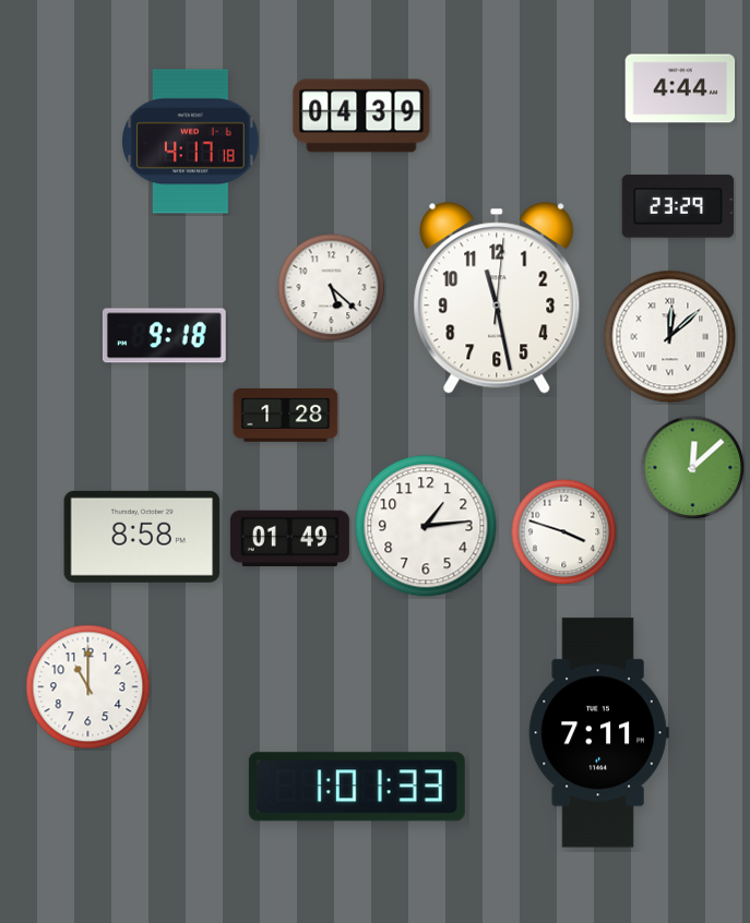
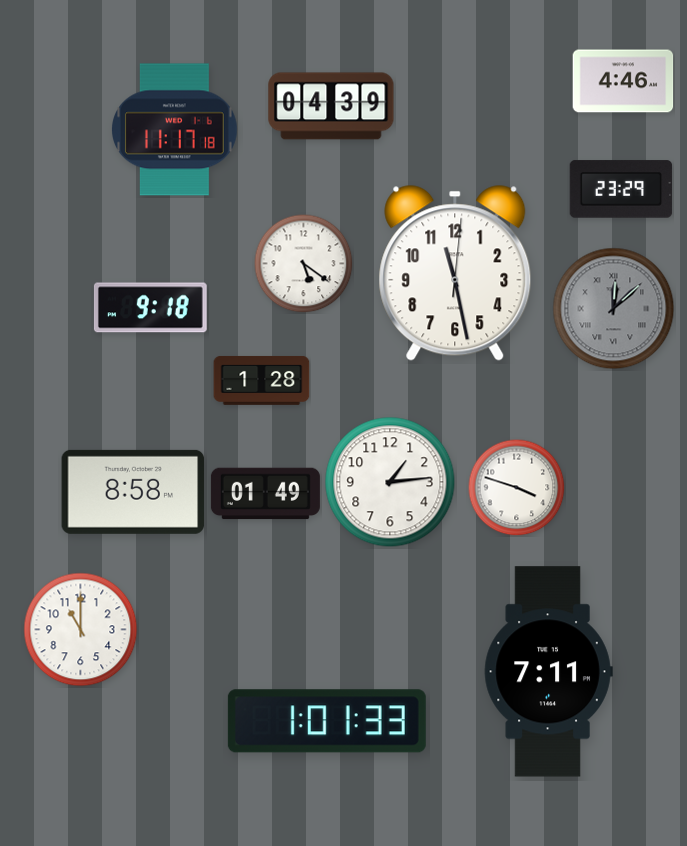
clock at (680, 88): 4:44 -> 4:46
clock at (191, 142): 4:17 -> 11:17
clock at (332, 288): 5:22 -> 5:21
clock at (670, 337) dial: white -> grey
clock at (692, 467): 12:08 -> none
clock at (142, 537) position: (142, 537) -> (133, 492)
